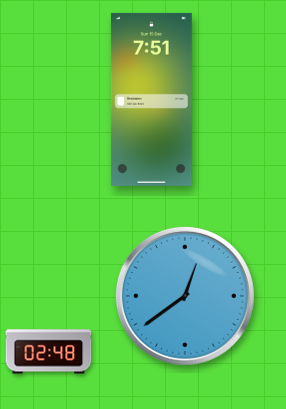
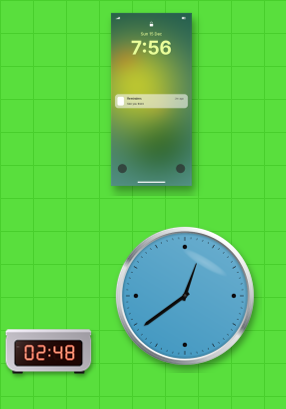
clock at (151, 99): 7:51 -> 7:56
